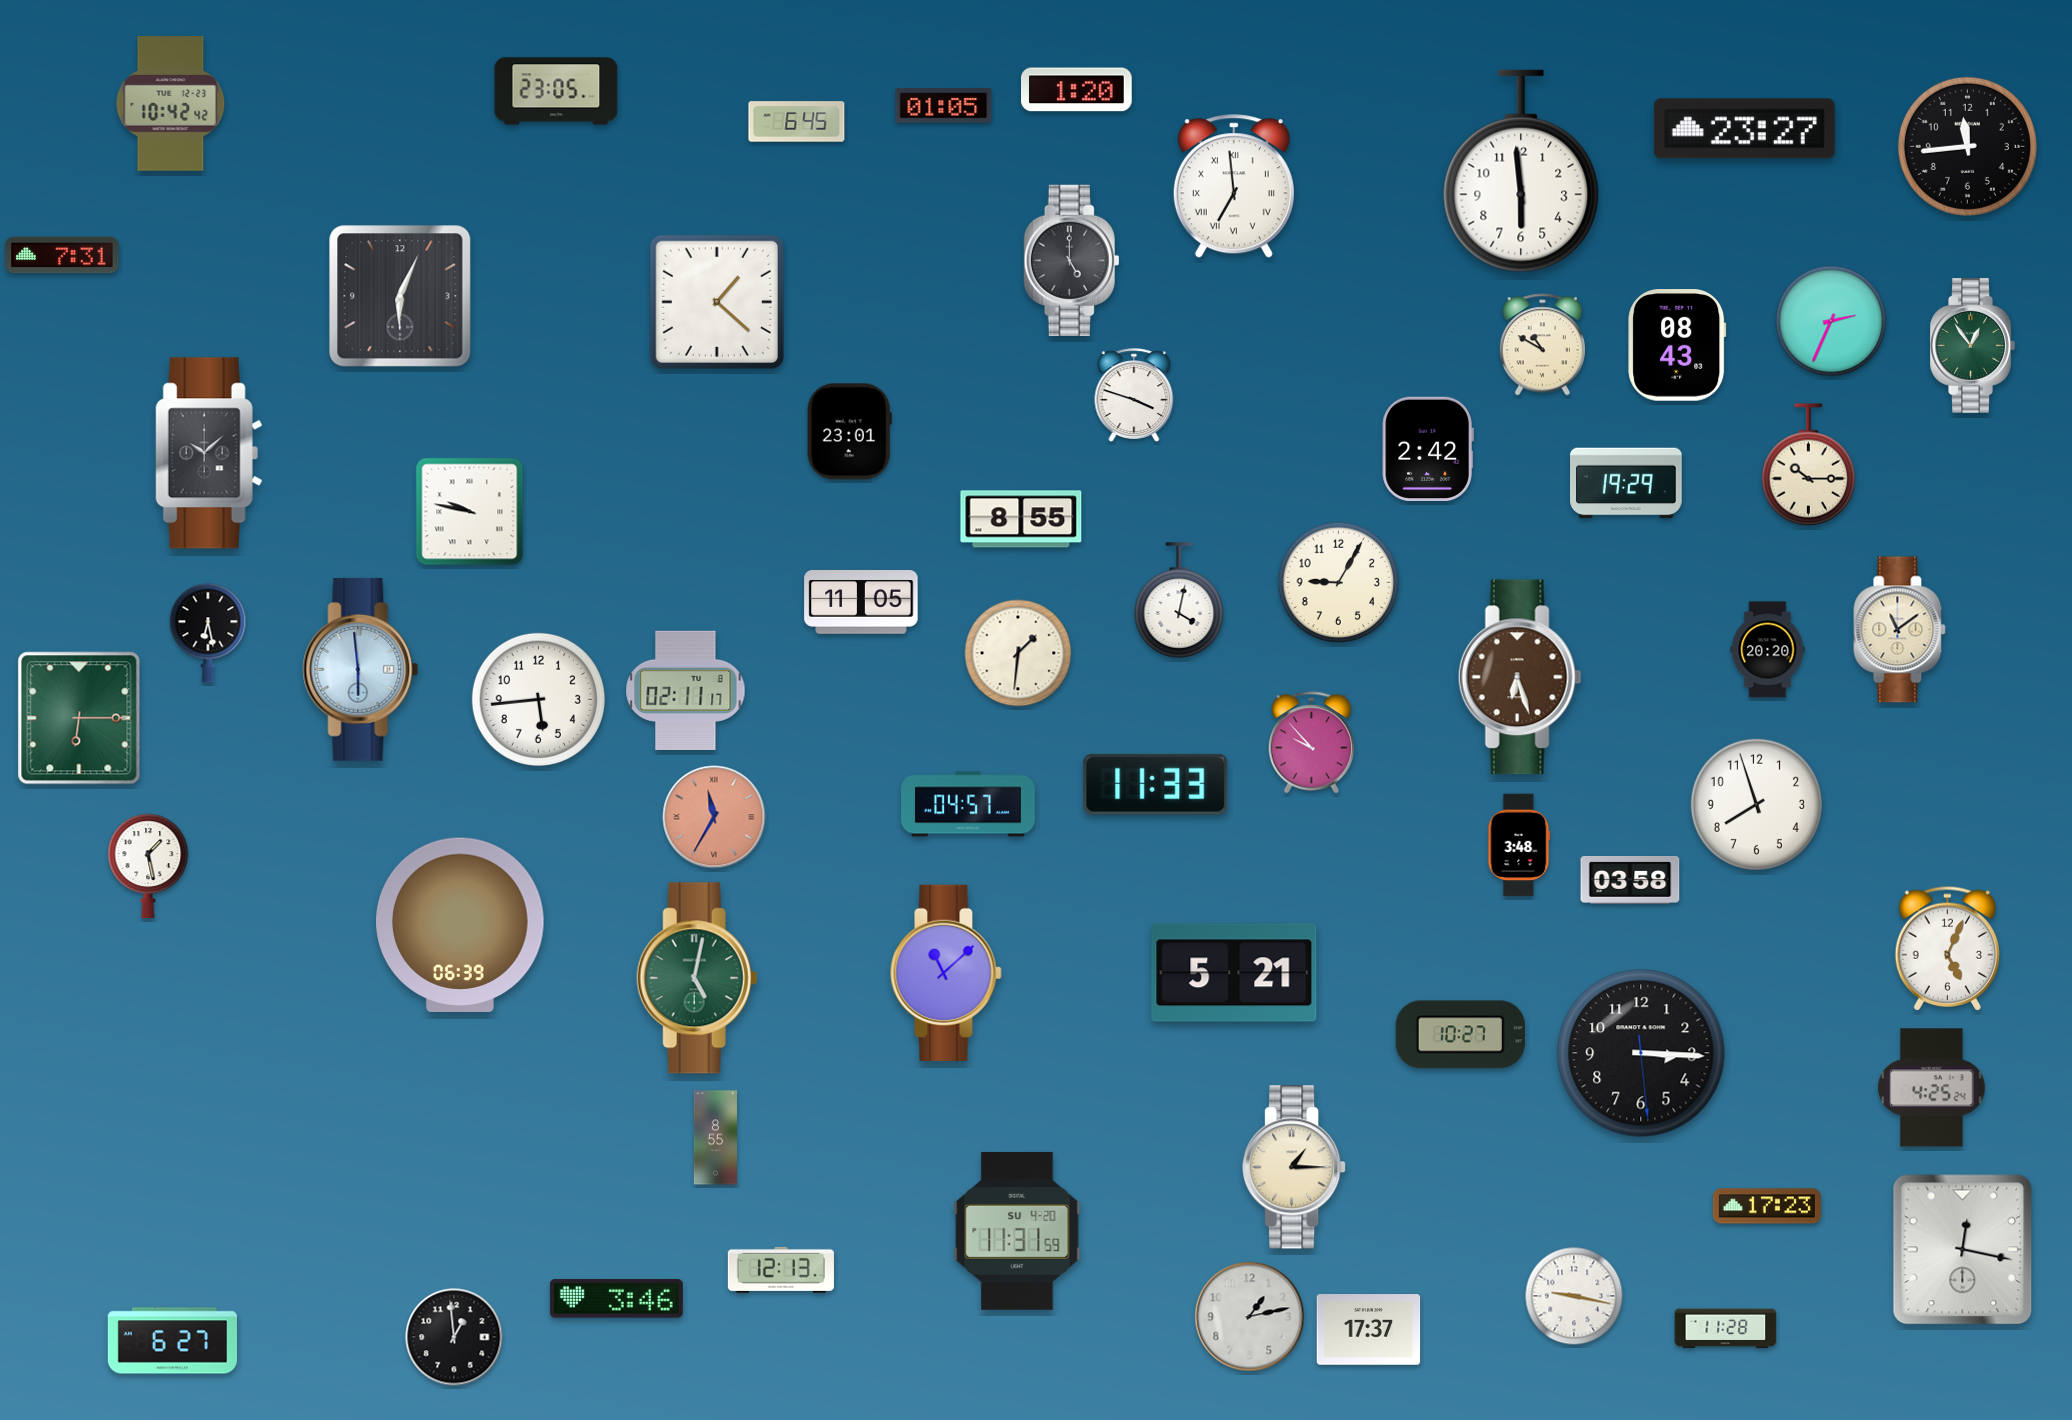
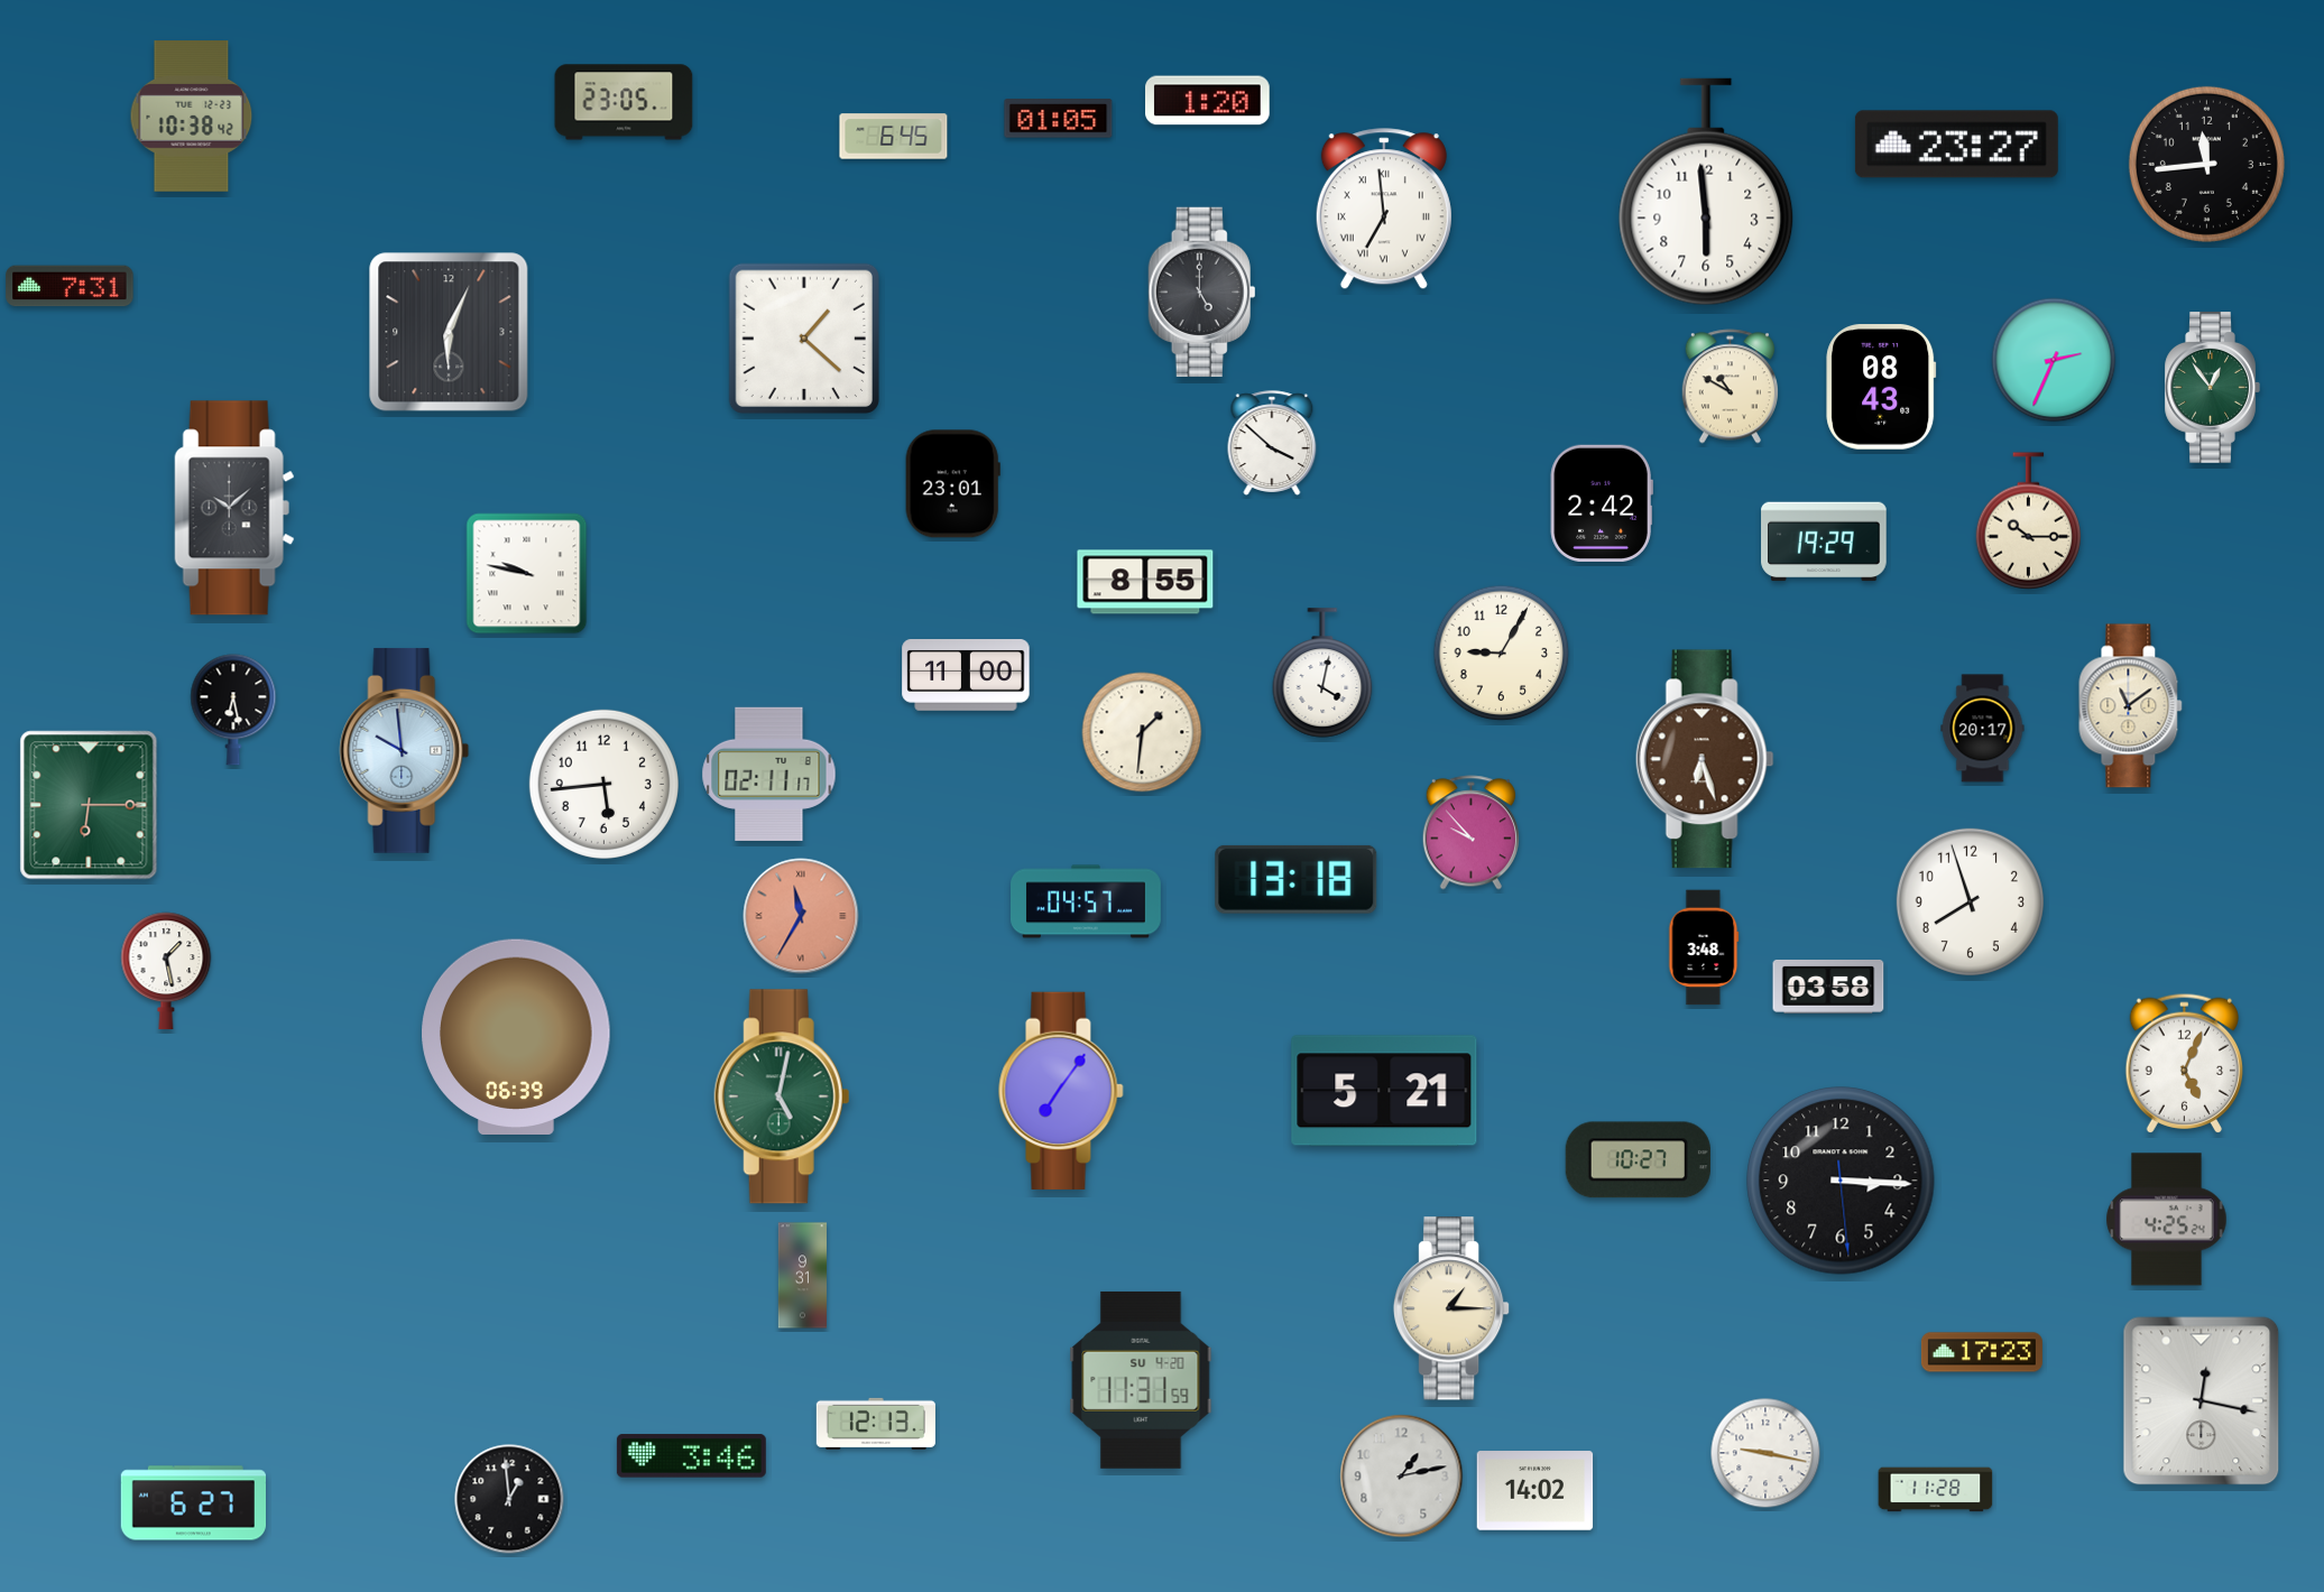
clock at (171, 104): 10:42 -> 10:38
clock at (1134, 395): 3:48 -> 3:52
clock at (861, 603): 11:05 -> 11:00
clock at (1768, 650): 20:20 -> 20:17
clock at (361, 669): 5:59 -> 9:59
clock at (1156, 784): 11:33 -> 13:18
clock at (946, 973): 11:08 -> 7:06
clock at (716, 1138): 8:55 -> 9:31
clock at (1369, 1330): 17:37 -> 14:02
